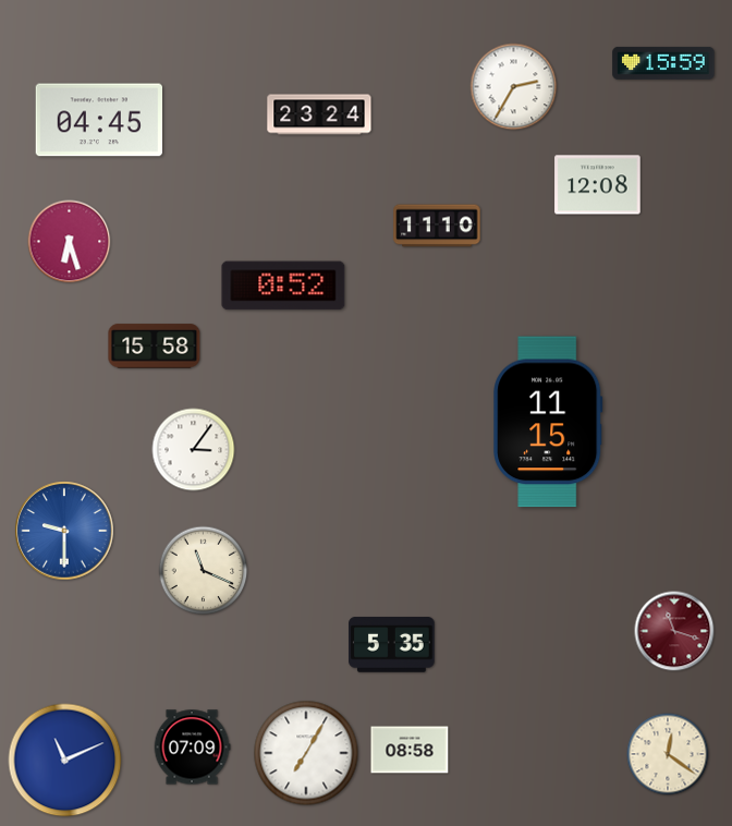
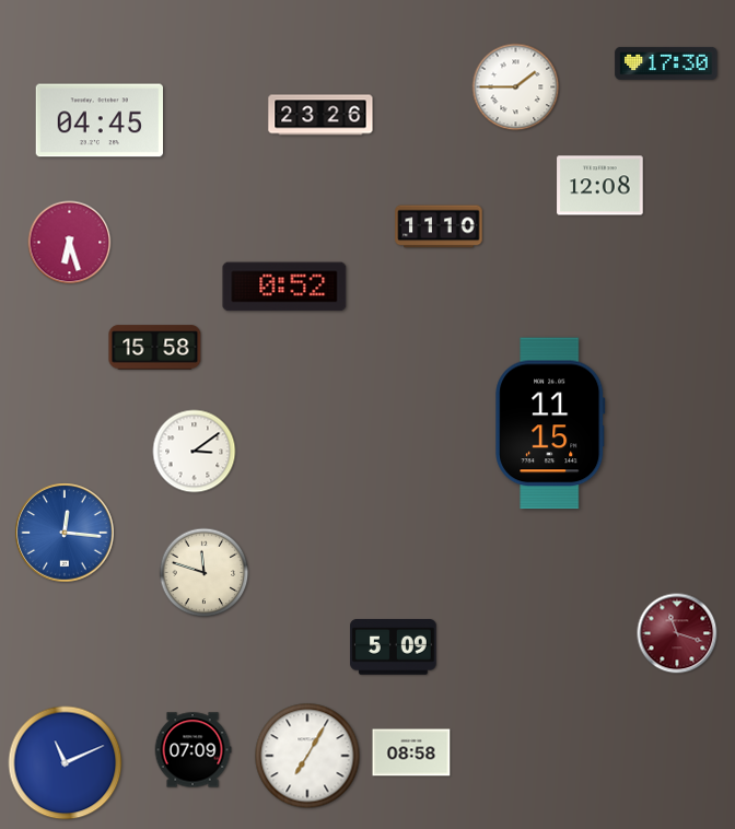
clock at (663, 63): 15:59 -> 17:30
clock at (514, 87): 2:35 -> 1:45
clock at (319, 114): 23:24 -> 23:26
clock at (194, 450): 3:06 -> 3:09
clock at (64, 531): 9:30 -> 12:16
clock at (204, 571): 11:19 -> 11:48
clock at (392, 645): 5:35 -> 5:09
clock at (668, 754): 12:21 -> none
